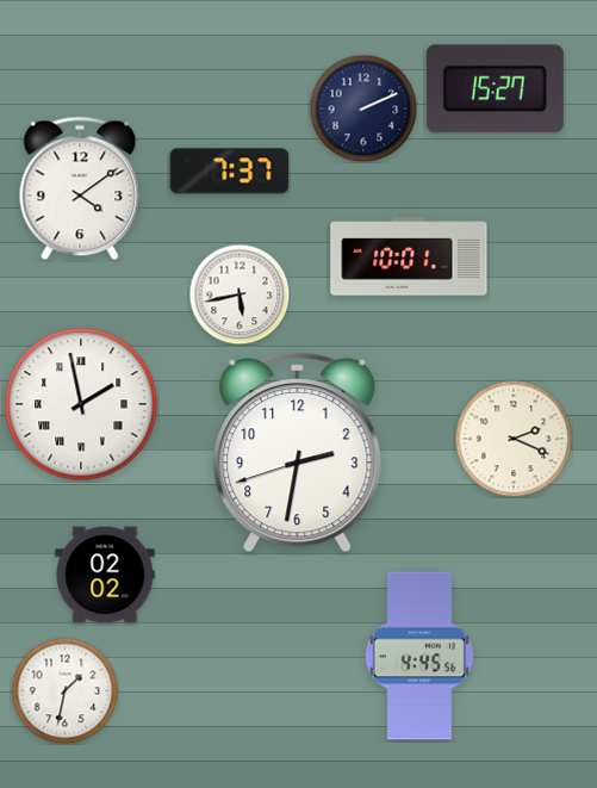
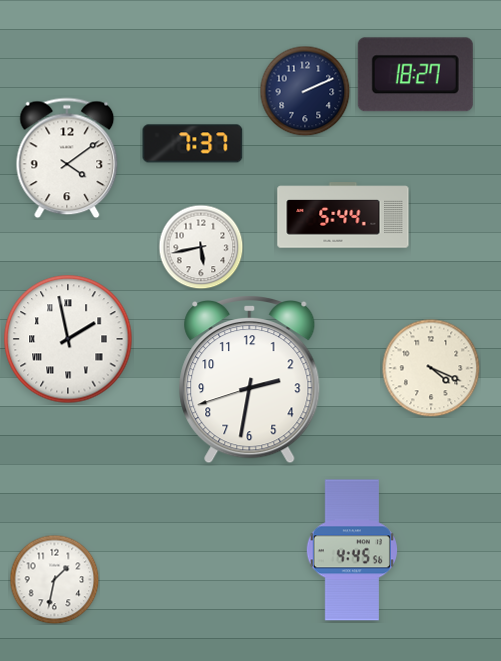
clock at (495, 89): 15:27 -> 18:27
clock at (409, 256): 10:01 -> 5:44
clock at (514, 439): 2:19 -> 4:19
clock at (105, 575): 02:02 -> none
